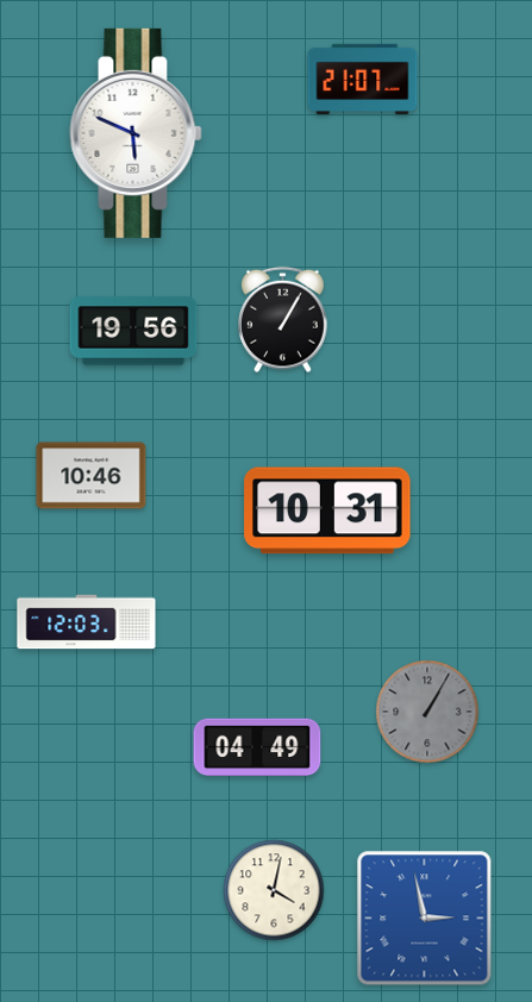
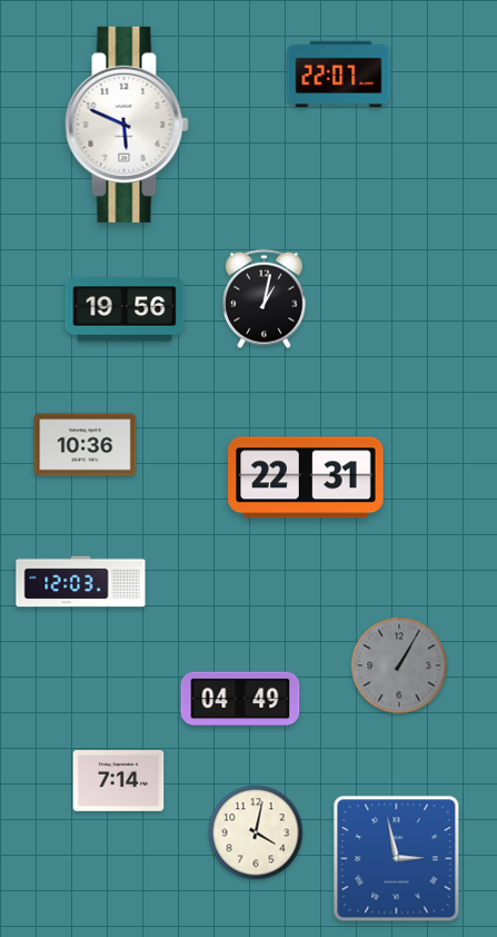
clock at (363, 79): 21:07 -> 22:07
clock at (283, 320): 1:05 -> 1:02
clock at (92, 476): 10:46 -> 10:36
clock at (327, 511): 10:31 -> 22:31
clock at (119, 781): none -> 7:14
